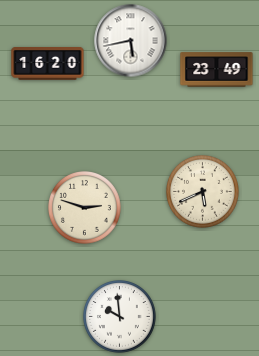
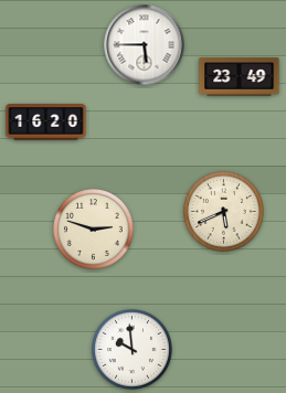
clock at (131, 41): 5:43 -> 5:45
clock at (48, 64) position: (48, 64) -> (46, 123)
